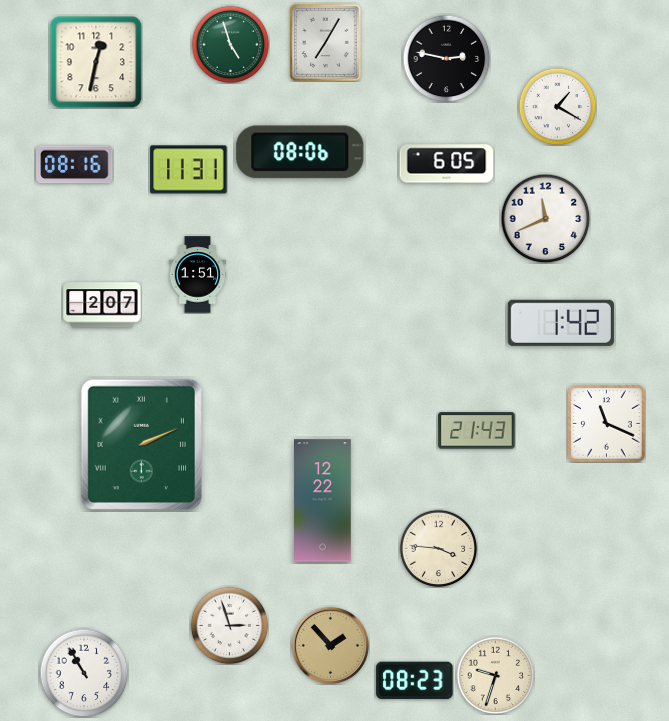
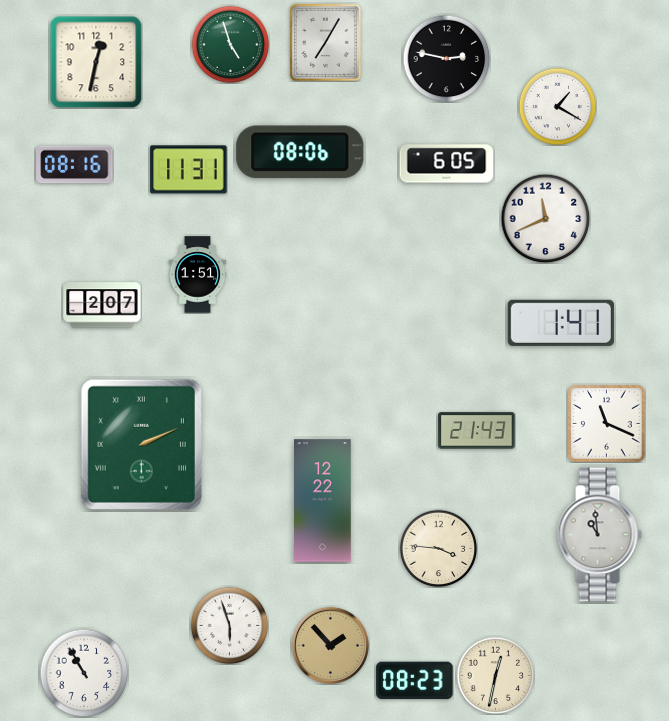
clock at (561, 323): 1:42 -> 1:41
clock at (599, 535): none -> 10:59
clock at (229, 625): 2:57 -> 5:57
clock at (495, 675): 9:33 -> 12:32
